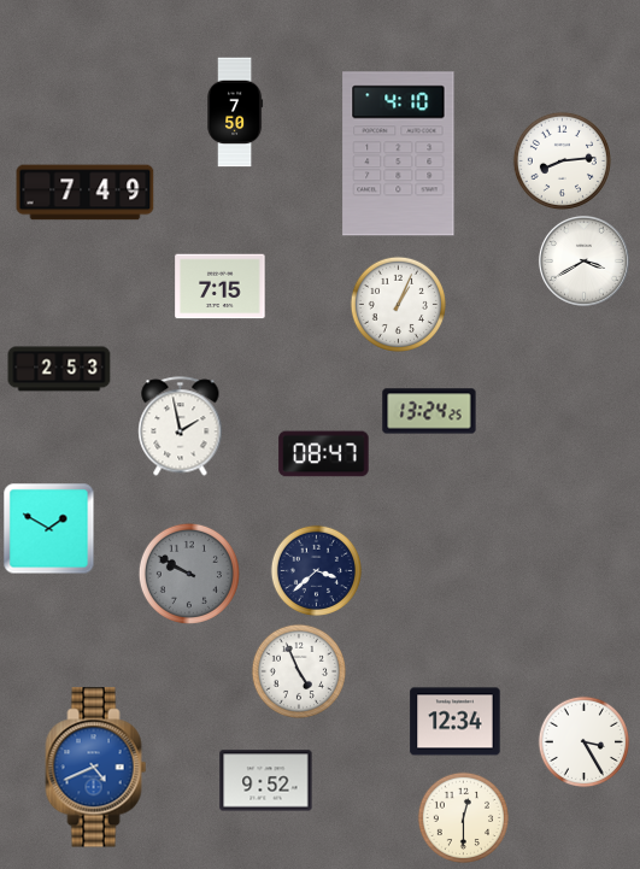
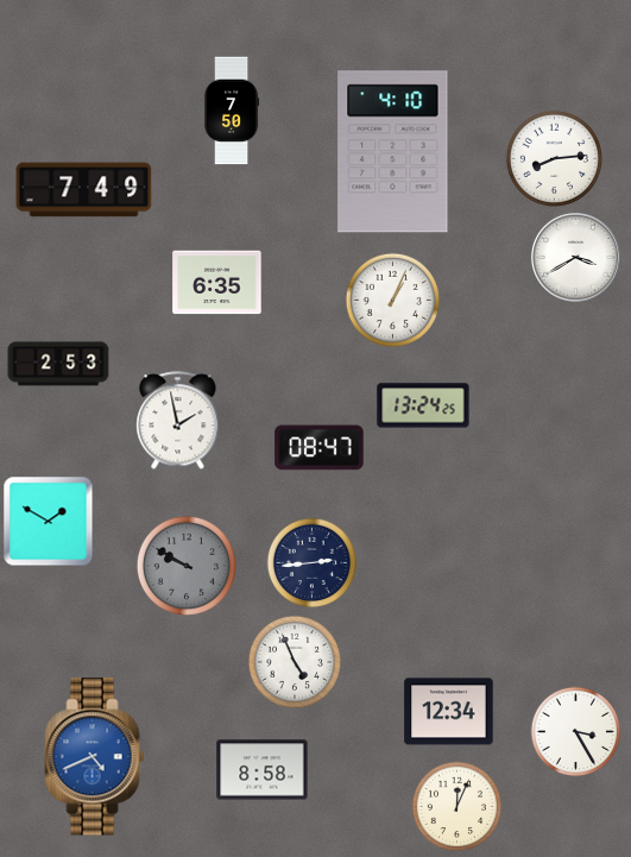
clock at (221, 287): 7:15 -> 6:35
clock at (317, 571): 3:38 -> 2:44
clock at (266, 781): 9:52 -> 8:58
clock at (464, 818): 12:30 -> 12:04
